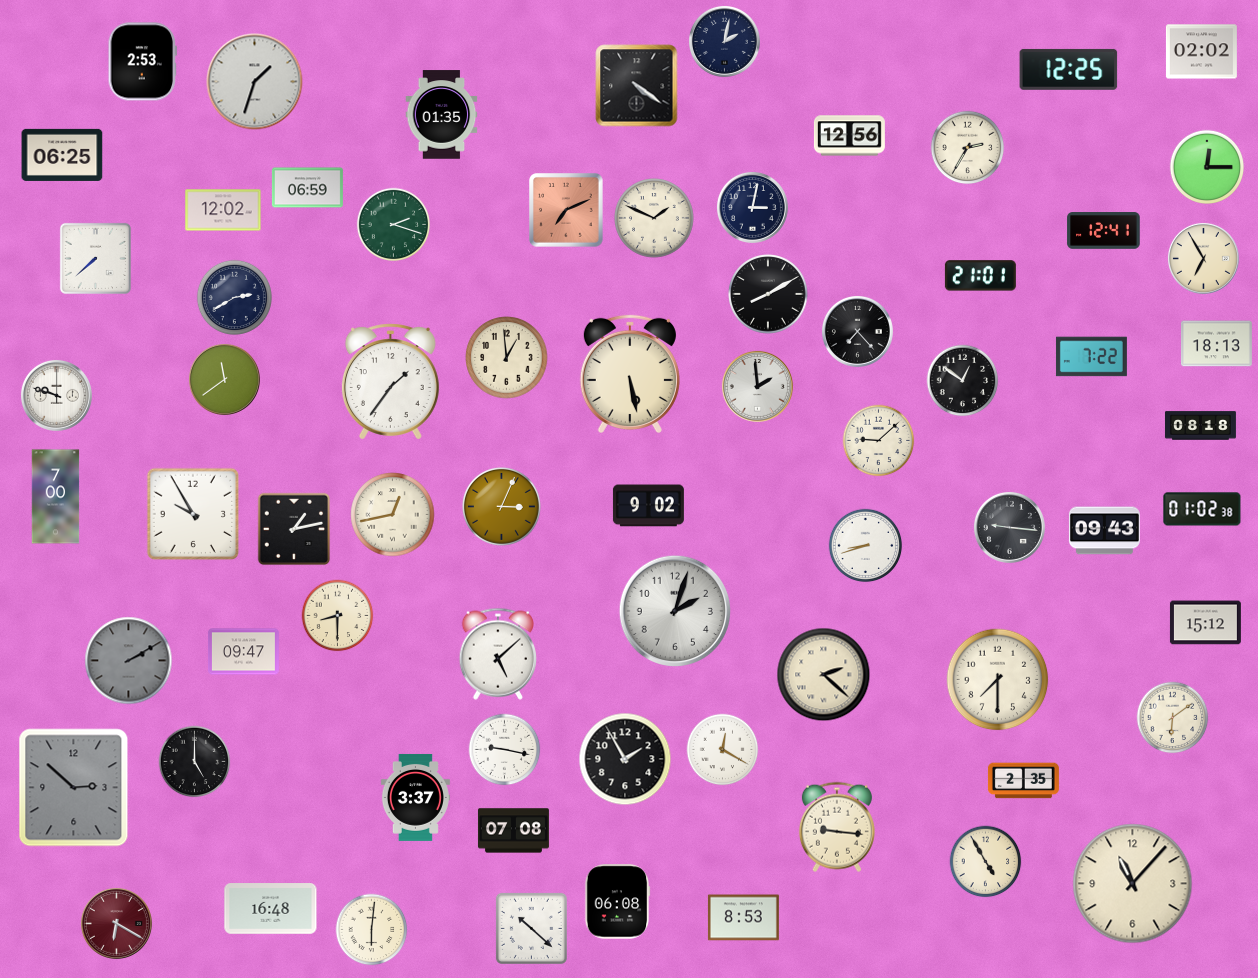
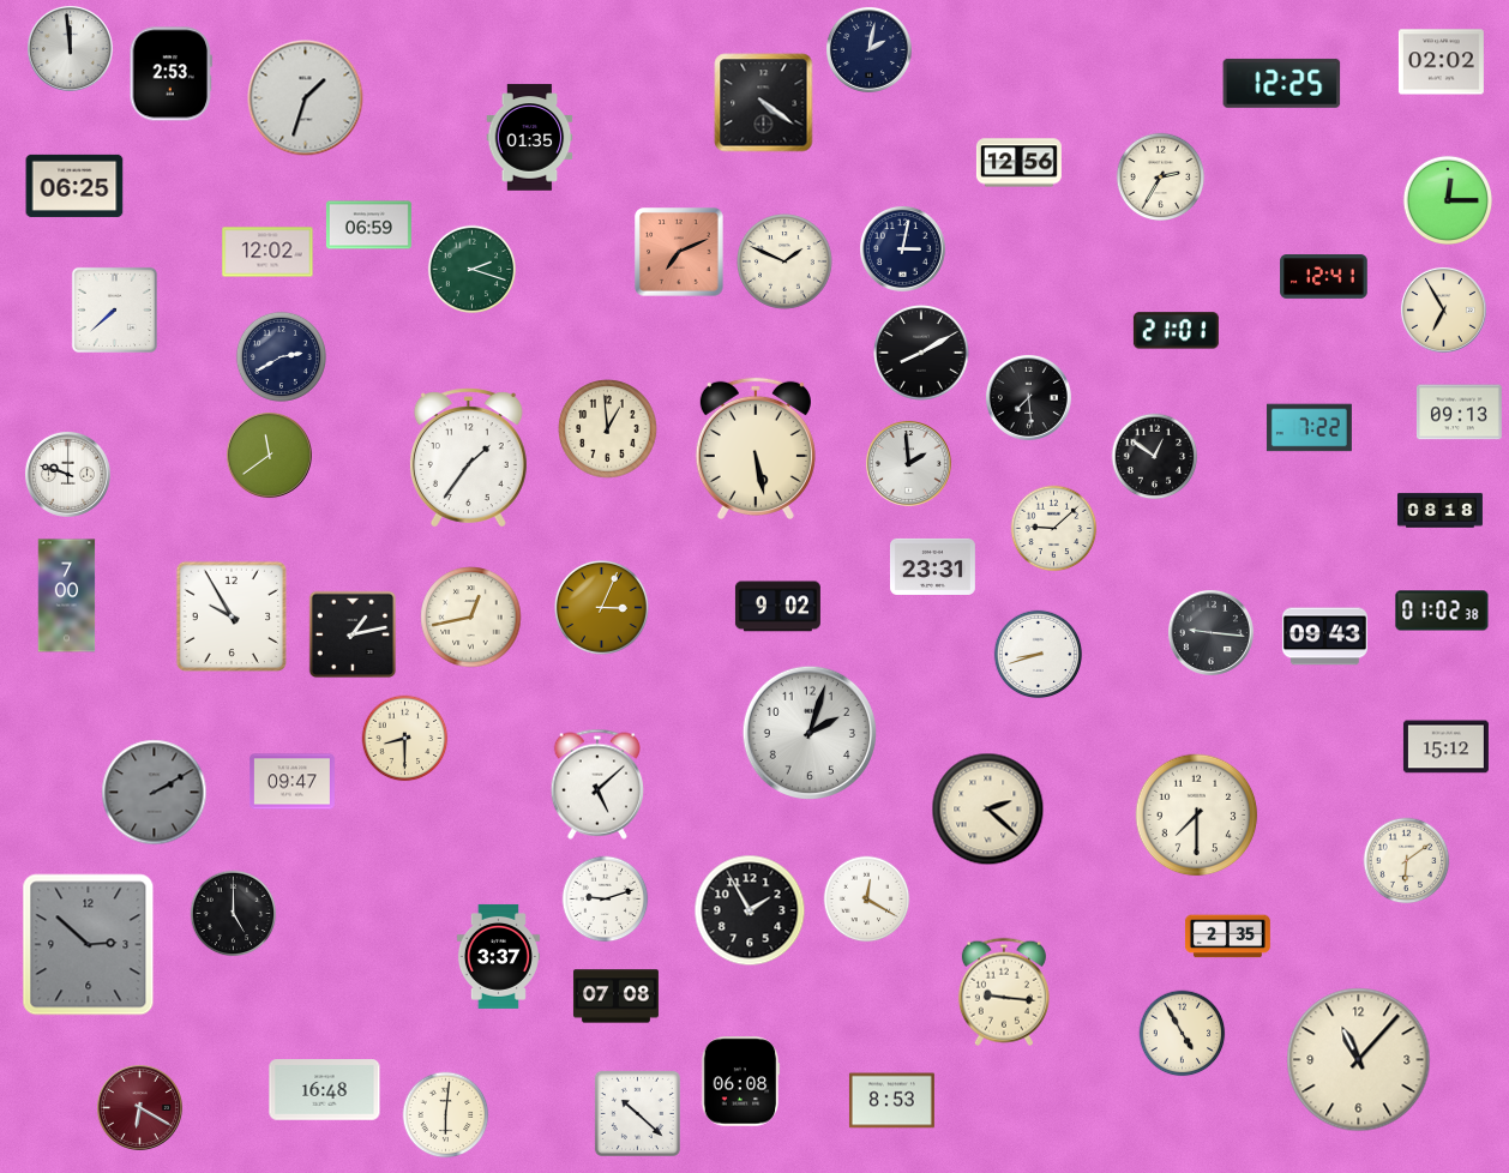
clock at (70, 48): none -> 11:59
clock at (857, 331): 7:23 -> 7:29
clock at (1216, 344): 18:13 -> 09:13
clock at (932, 566): none -> 23:31
clock at (505, 750): 9:17 -> 9:12
